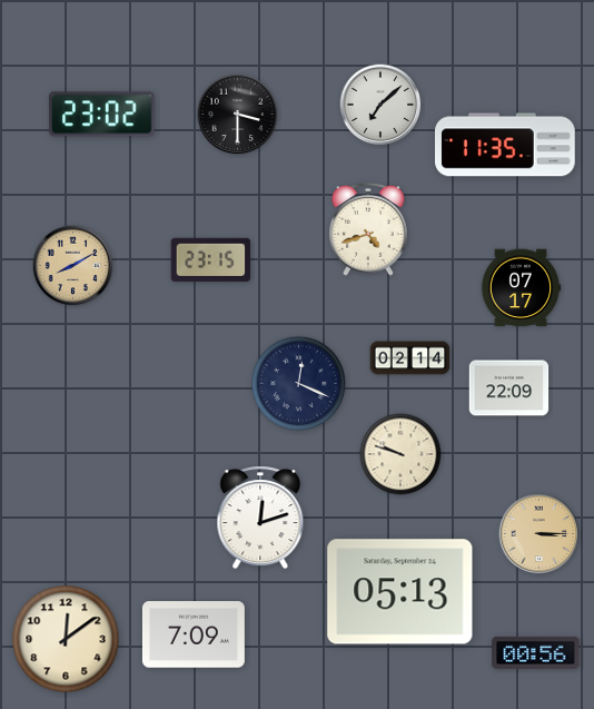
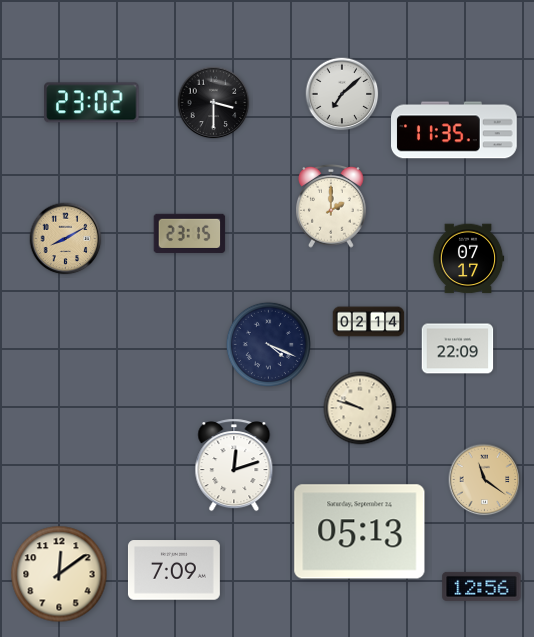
clock at (369, 229): 4:42 -> 2:00
clock at (298, 383): 12:19 -> 4:19
clock at (539, 534): 3:15 -> 11:21
clock at (536, 652): 00:56 -> 12:56
